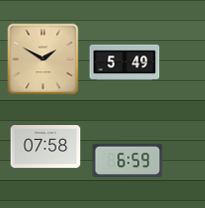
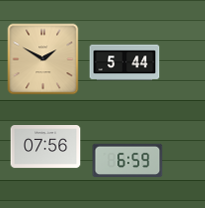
clock at (125, 63): 5:49 -> 5:44
clock at (46, 147): 07:58 -> 07:56
